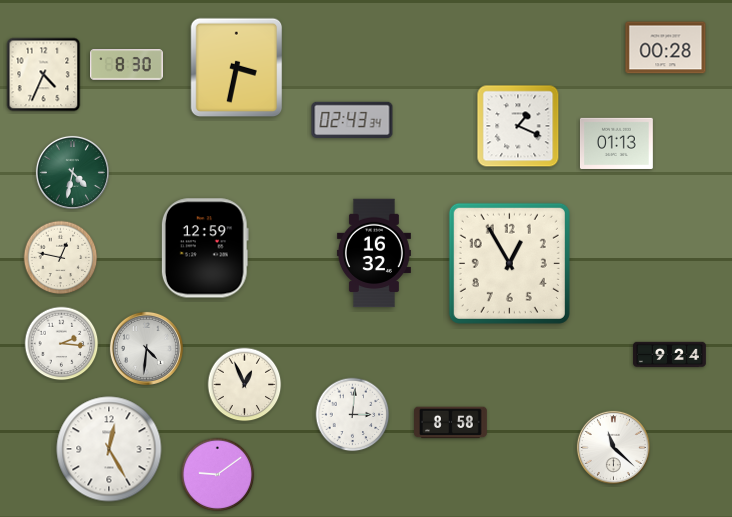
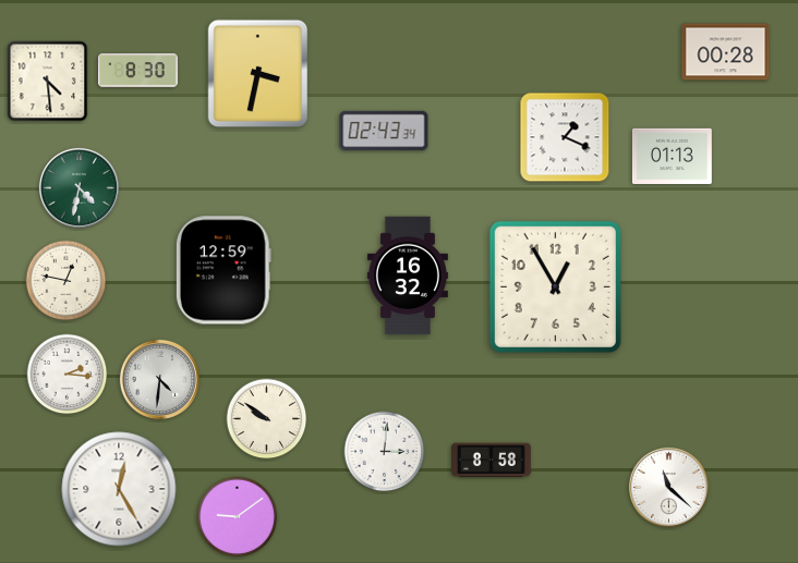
clock at (44, 75): 4:34 -> 4:29
clock at (670, 355): 9:24 -> none
clock at (245, 385): 12:56 -> 9:51
